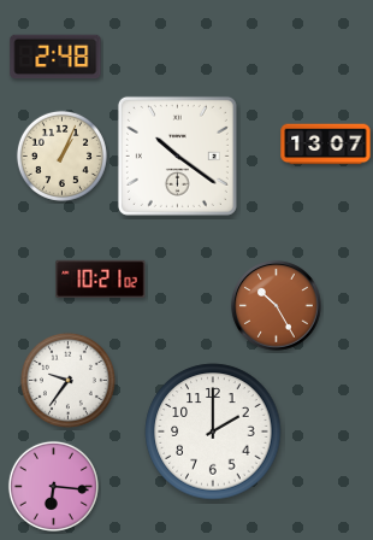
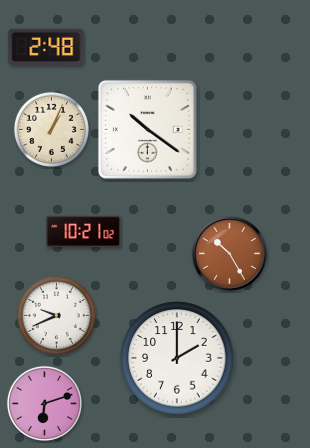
clock at (326, 145): 13:07 -> none
clock at (67, 380): 9:36 -> 9:41
clock at (53, 486): 6:16 -> 6:12
